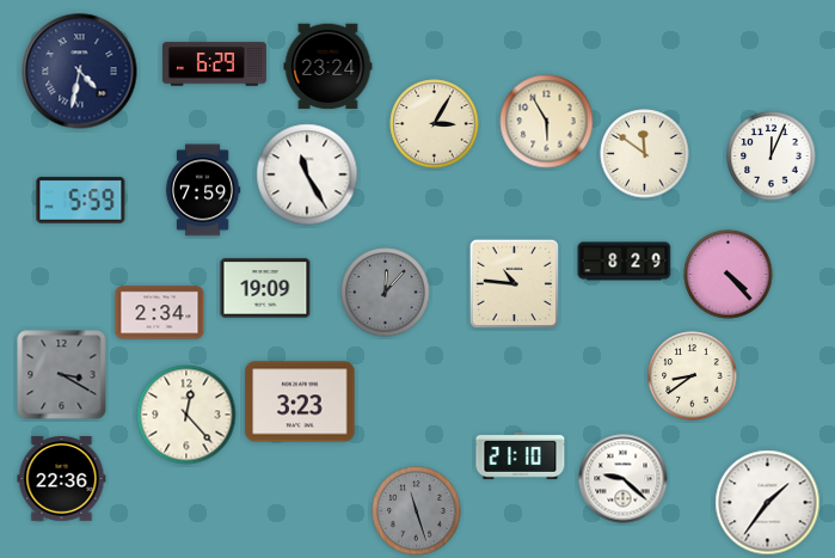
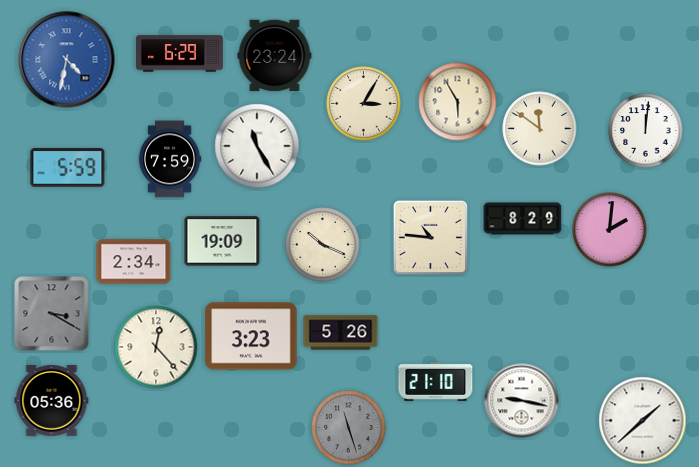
clock at (80, 72) dial: navy -> blue
clock at (772, 157): 12:04 -> 12:01
clock at (729, 275): 4:23 -> 2:01
clock at (386, 293): 12:07 -> 10:19
clock at (386, 293) dial: grey -> cream
clock at (693, 376): 8:39 -> none
clock at (341, 333): none -> 5:26
clock at (62, 479): 22:36 -> 05:36
clock at (624, 479): 9:22 -> 9:17
clock at (768, 503): 1:36 -> 1:38
